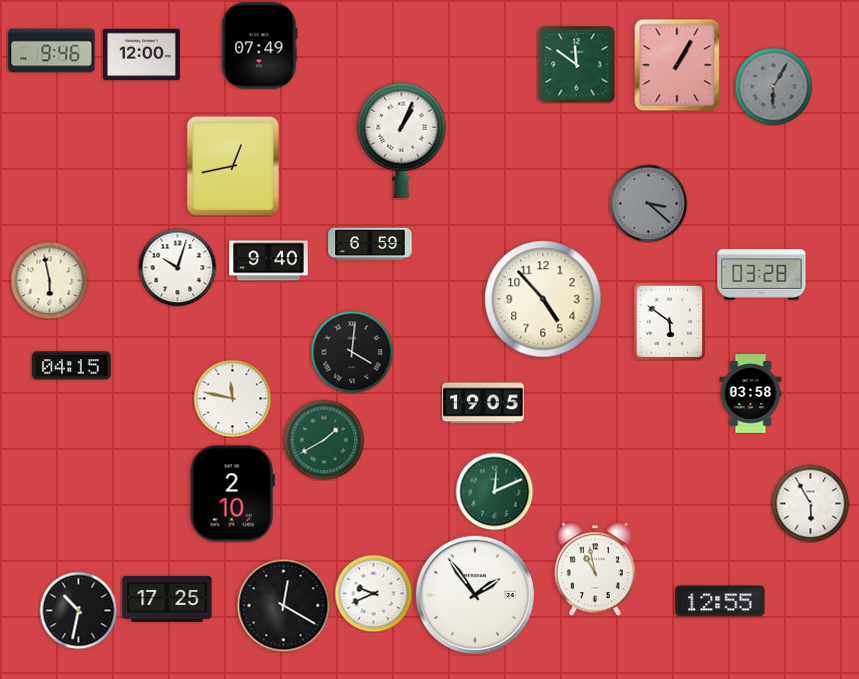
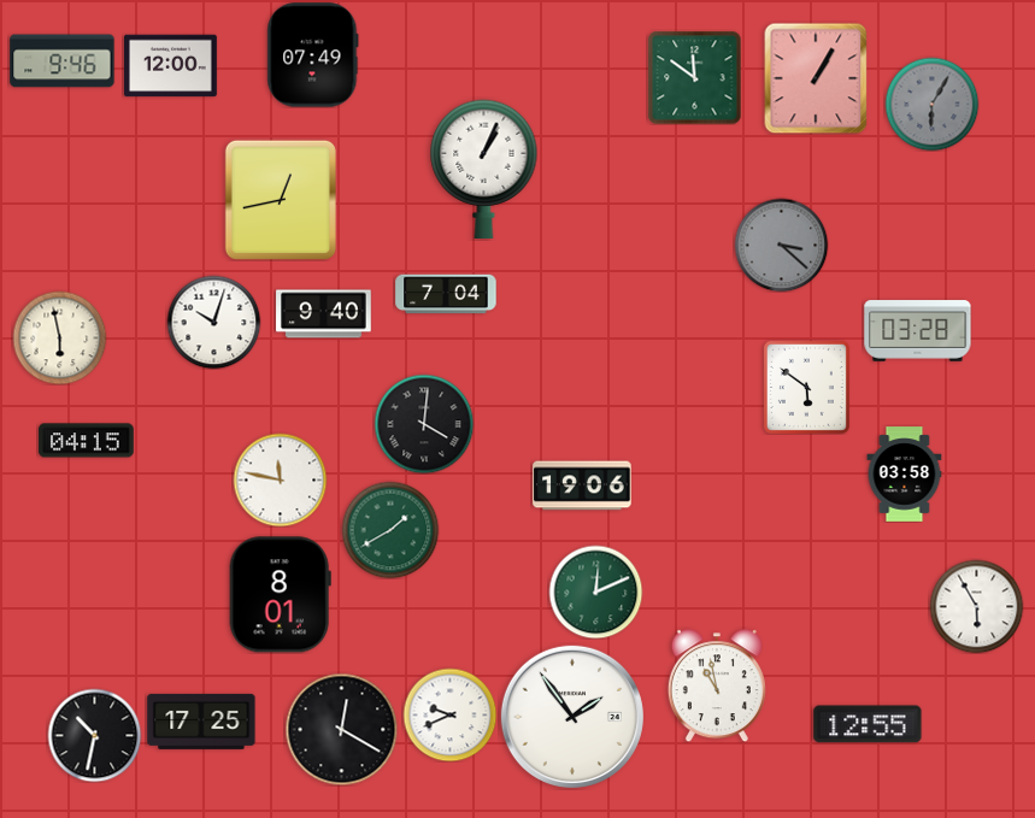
clock at (370, 244): 6:59 -> 7:04
clock at (543, 299): 4:53 -> none
clock at (483, 403): 19:05 -> 19:06
clock at (232, 494): 2:10 -> 8:01
